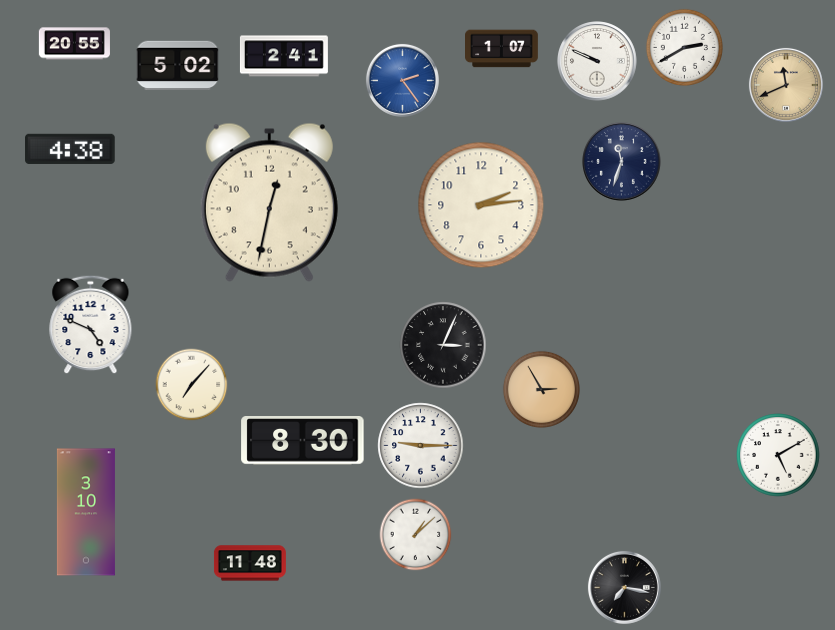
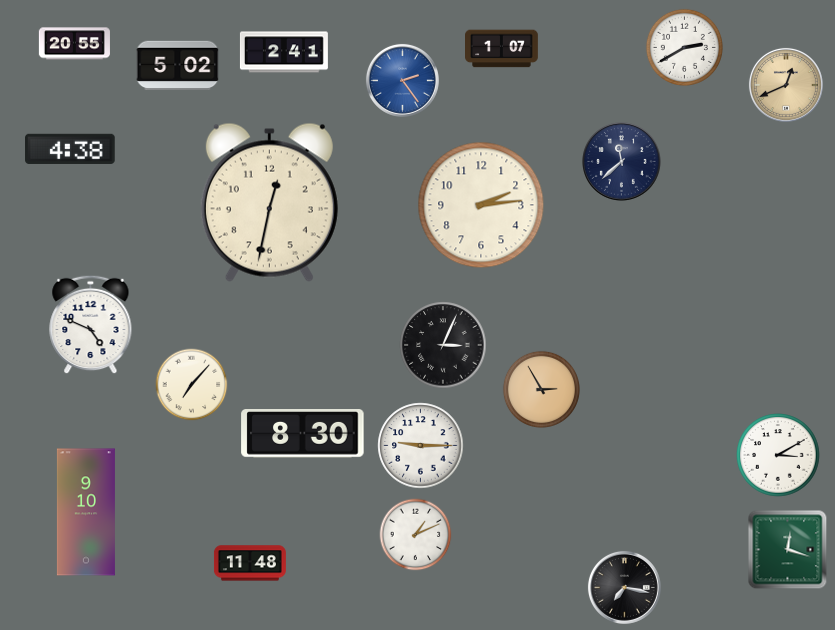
clock at (284, 56) position: (284, 56) -> (284, 52)
clock at (597, 61): 9:49 -> none
clock at (786, 85): 11:41 -> 12:41
clock at (622, 162): 11:33 -> 11:38
clock at (303, 441) position: (303, 441) -> (303, 434)
clock at (778, 455): 5:10 -> 3:10
clock at (86, 512): 3:10 -> 9:10
clock at (416, 535): 1:08 -> 1:11
clock at (788, 550): none -> 12:18
